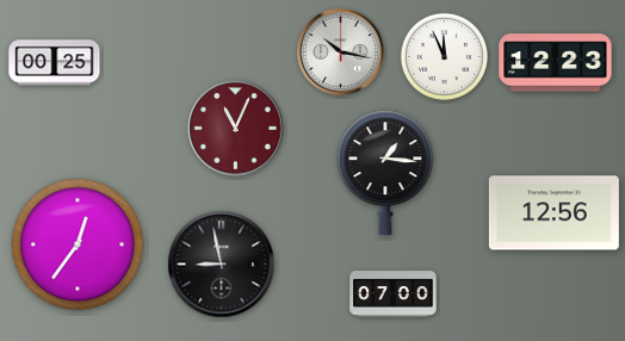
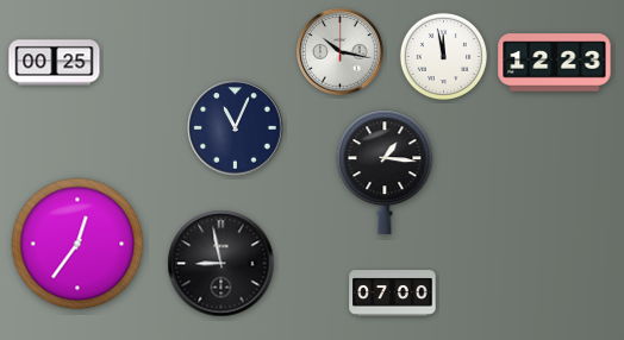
clock at (444, 56): 11:56 -> 11:58
clock at (236, 129) dial: burgundy -> navy
clock at (553, 213): 12:56 -> none
